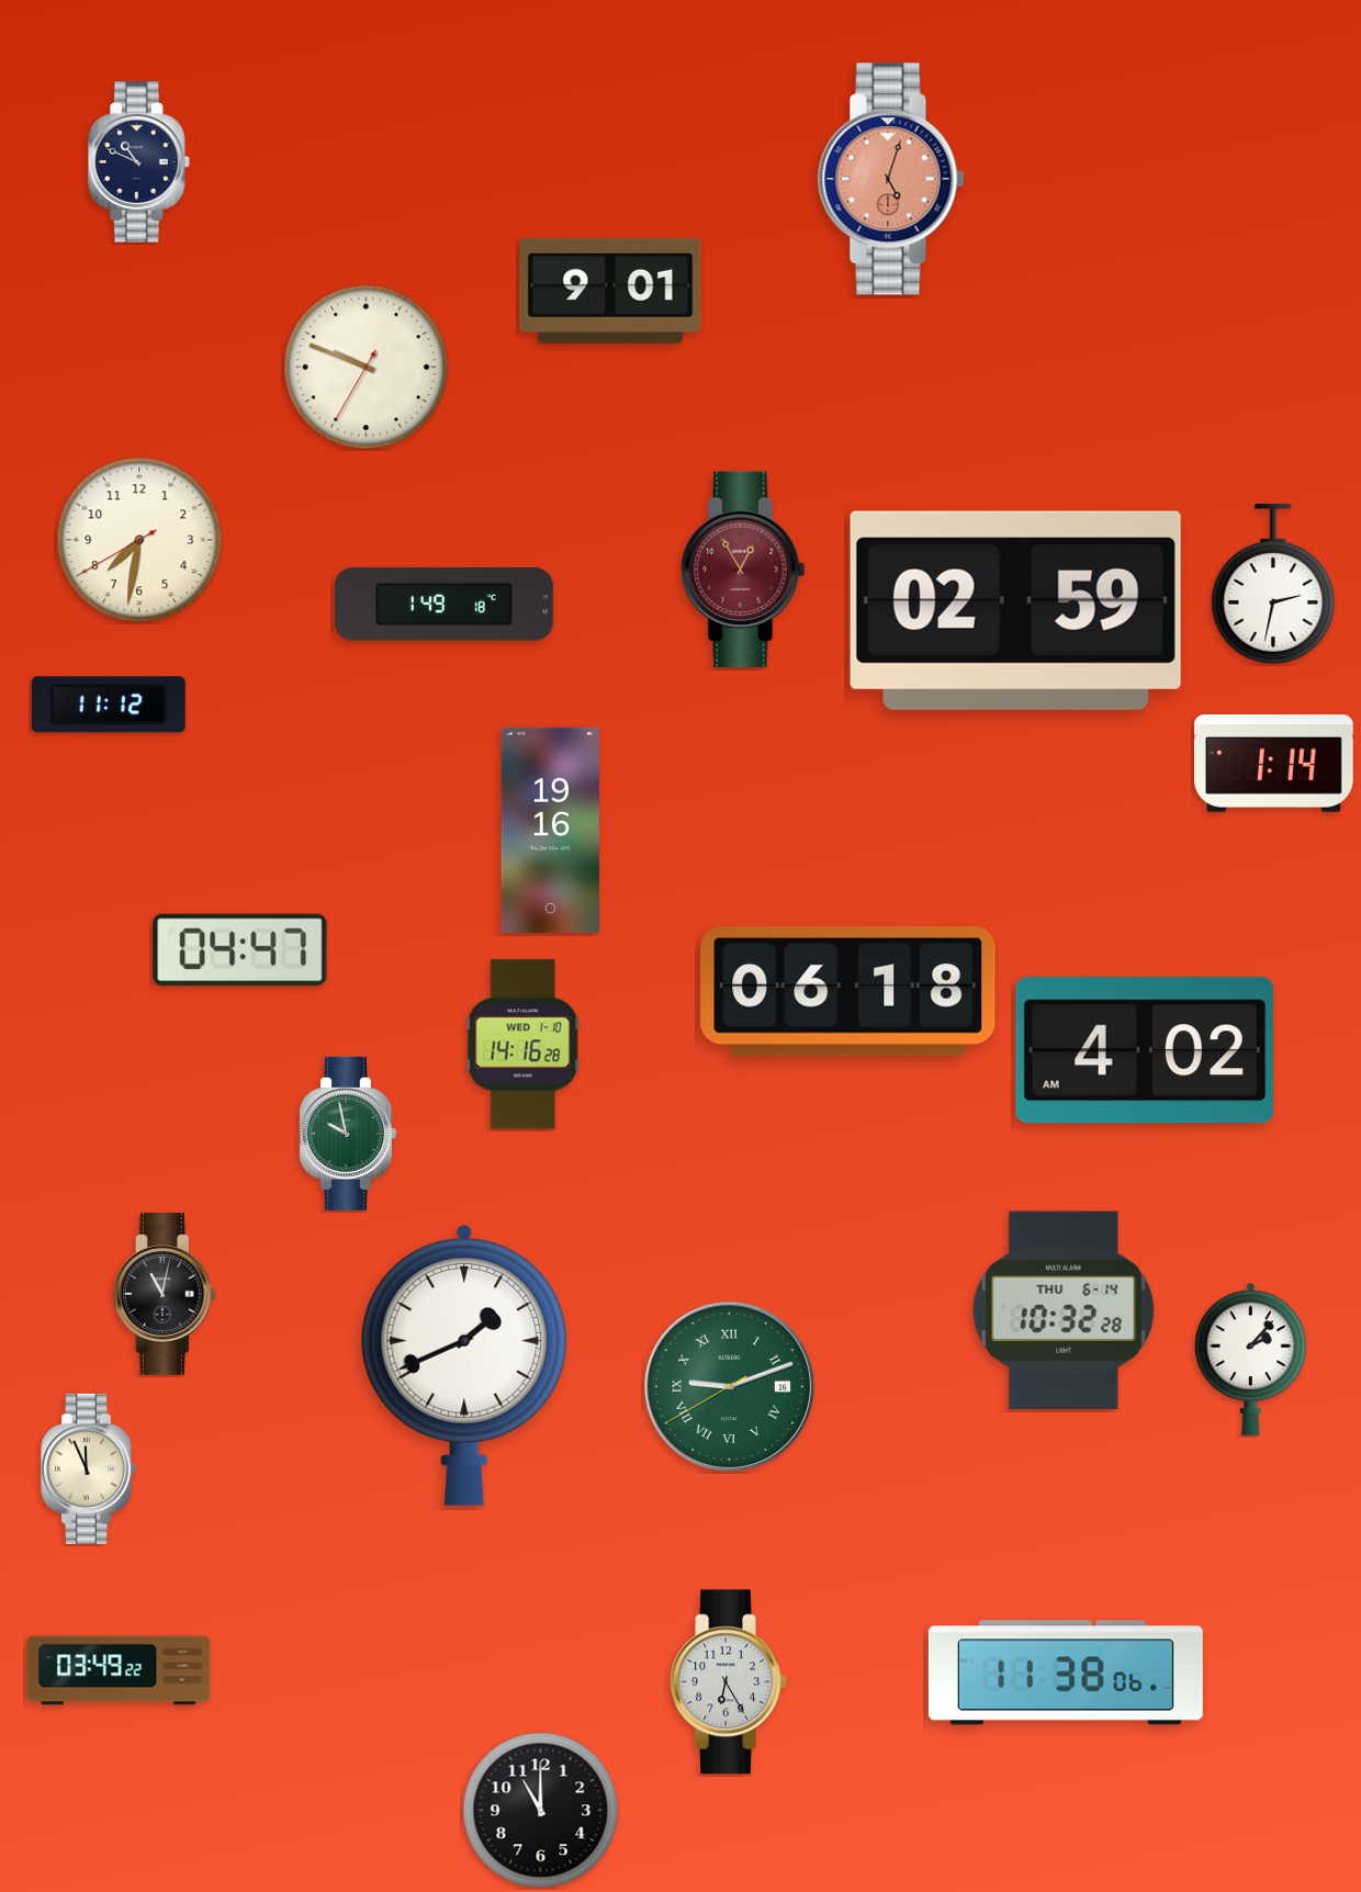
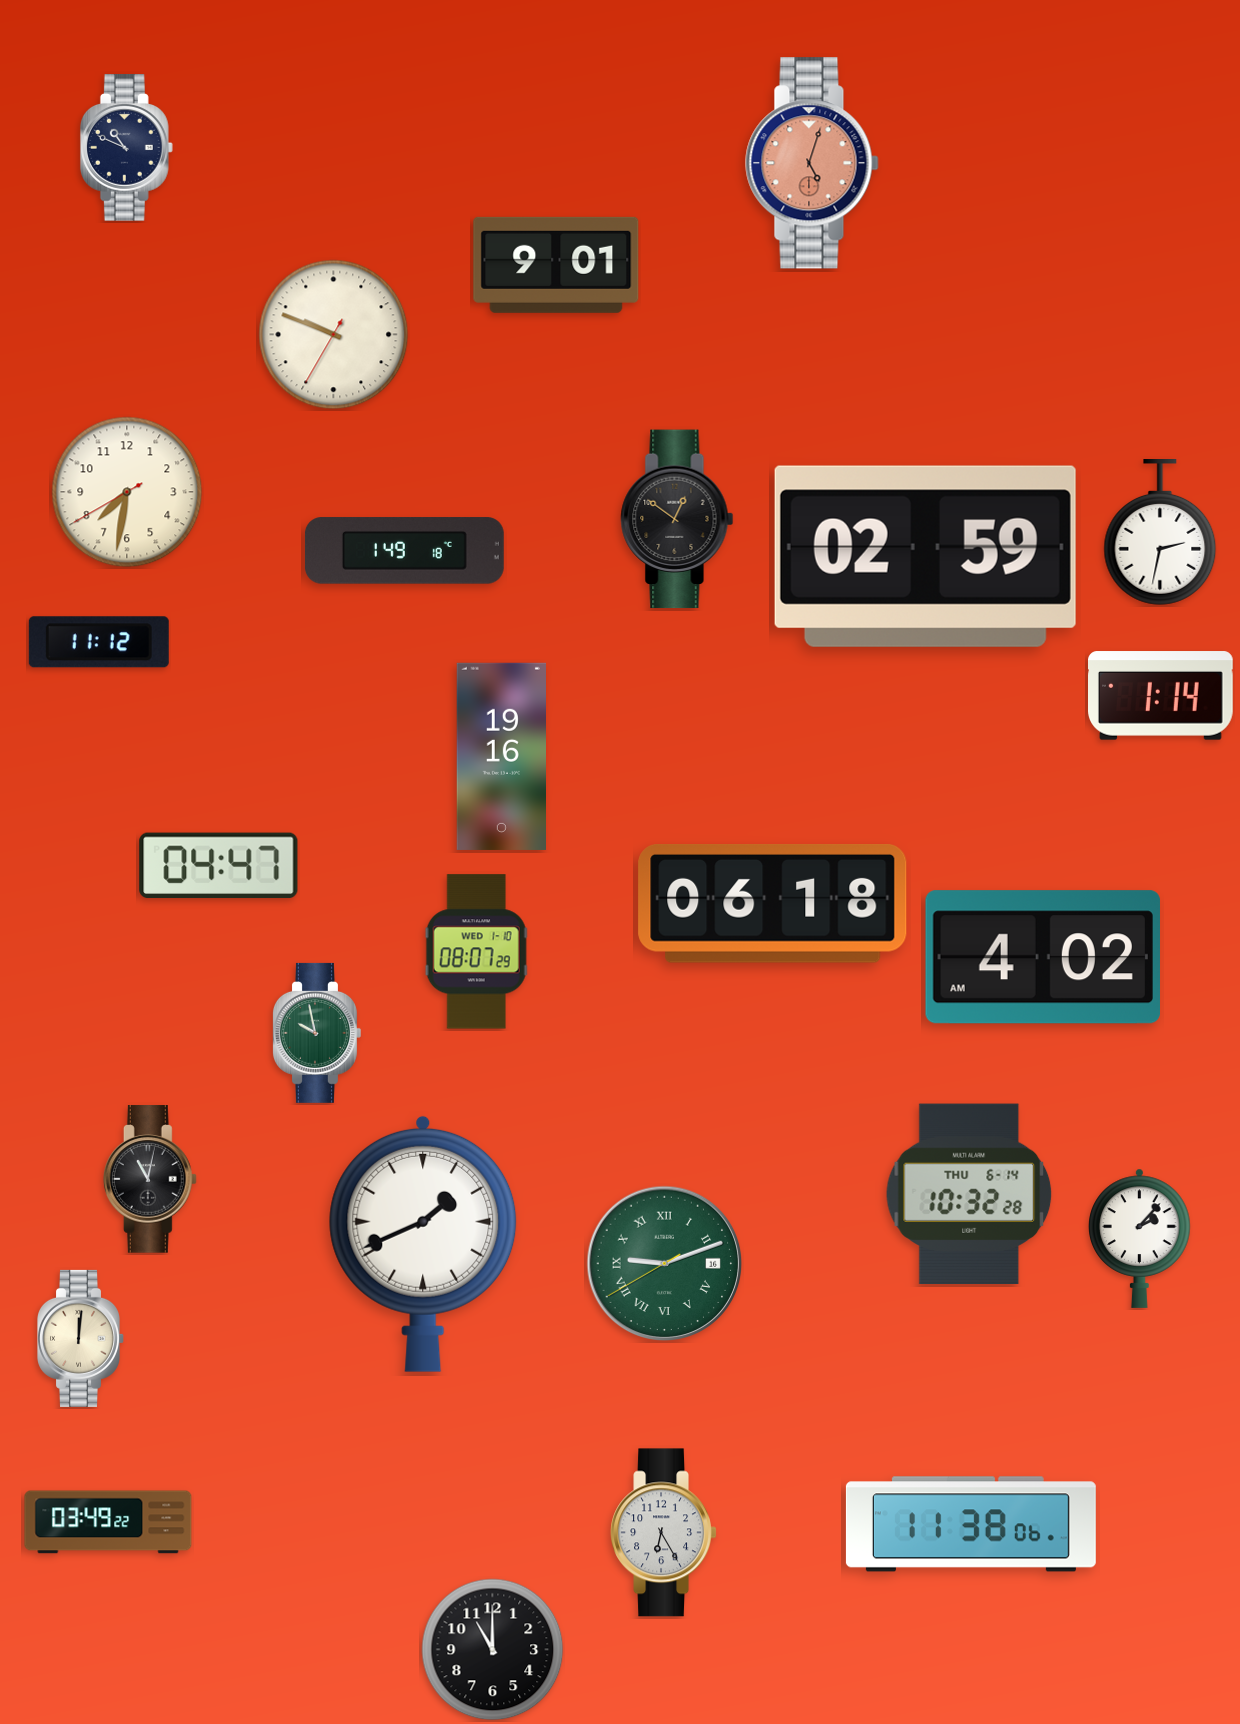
clock at (743, 570): 12:55 -> 12:51
clock at (743, 570) dial: burgundy -> black
clock at (522, 1045): 14:16 -> 08:07
clock at (89, 1468): 11:56 -> 12:01
